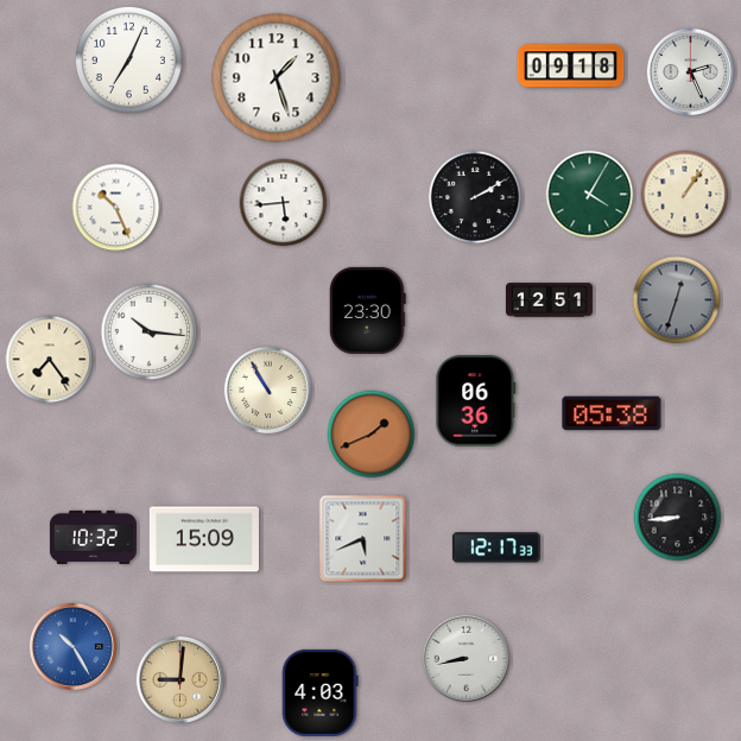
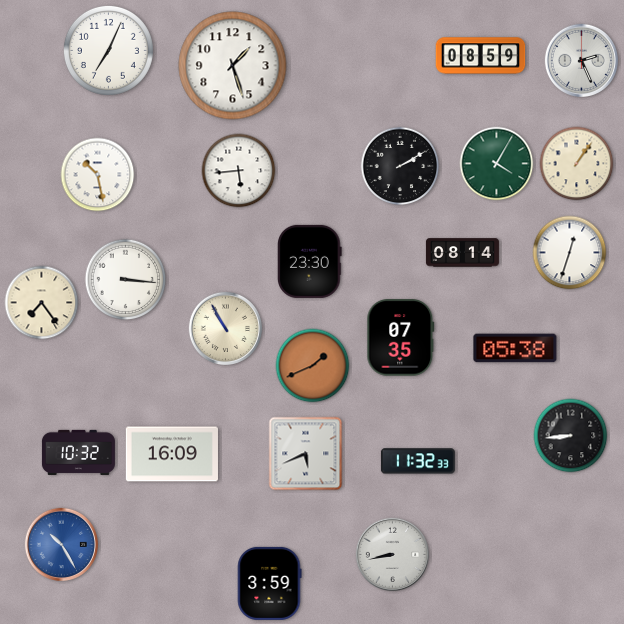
clock at (571, 66): 09:18 -> 08:59
clock at (116, 208): 10:26 -> 10:28
clock at (549, 300): 12:51 -> 08:14
clock at (677, 300) dial: grey -> white
clock at (150, 332): 10:16 -> 3:16
clock at (476, 401): 06:36 -> 07:35
clock at (204, 539): 15:09 -> 16:09
clock at (496, 547): 12:17 -> 11:32
clock at (179, 679): 9:01 -> none
clock at (319, 692): 4:03 -> 3:59
